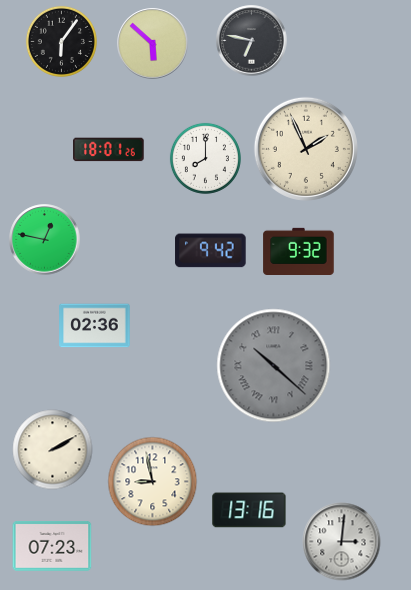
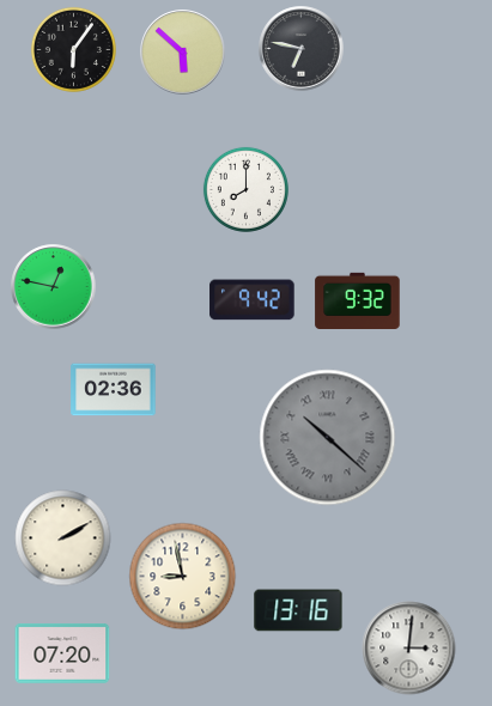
clock at (306, 149): 1:56 -> none
clock at (109, 150): 18:01 -> none
clock at (52, 547): 07:23 -> 07:20
